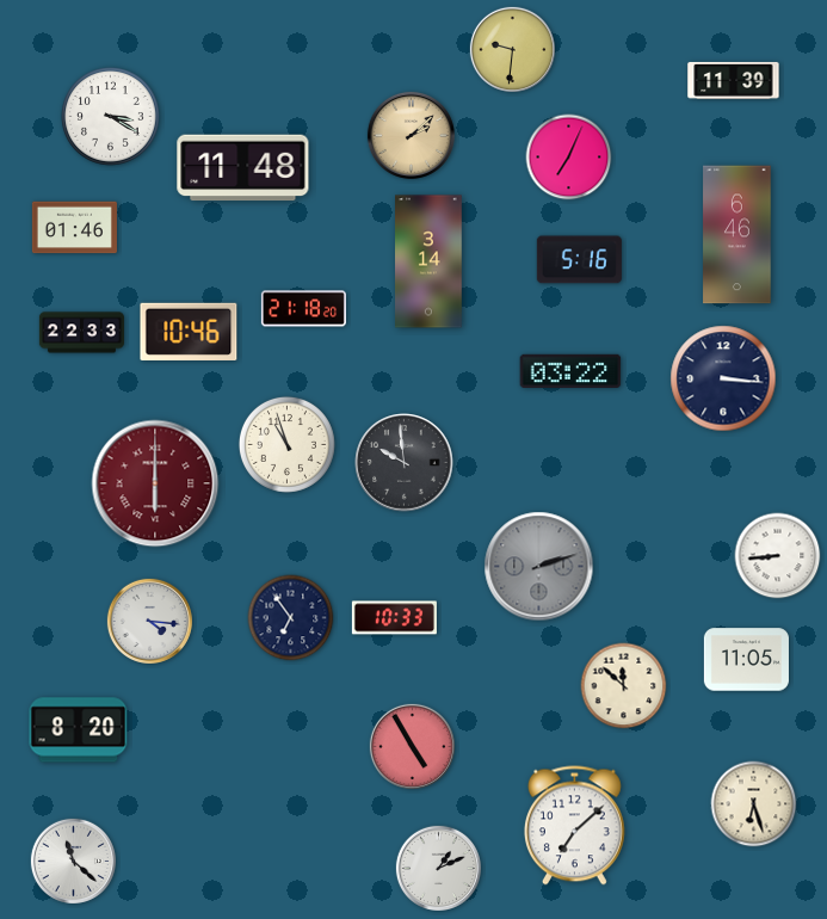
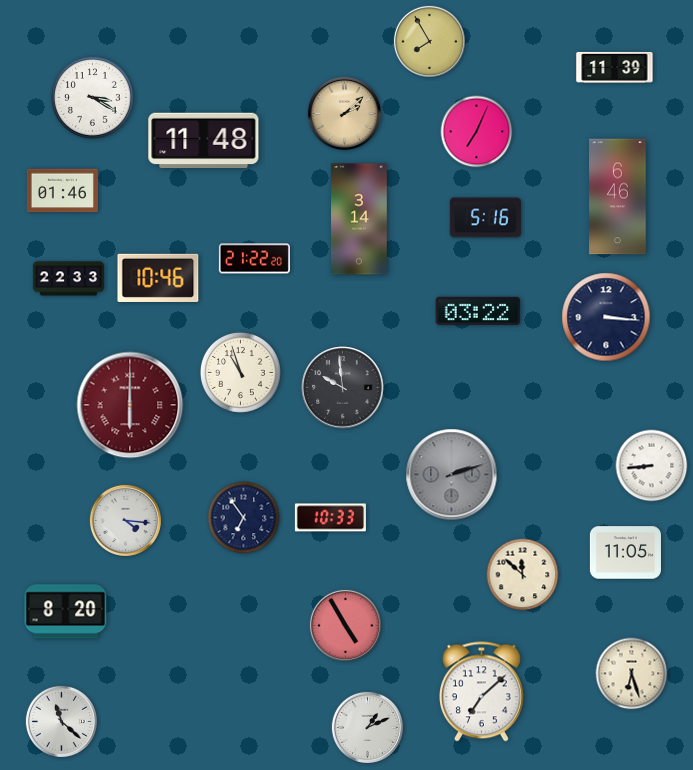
clock at (512, 49): 9:31 -> 7:55
clock at (303, 309): 21:18 -> 21:22
clock at (405, 463) position: (405, 463) -> (343, 388)
